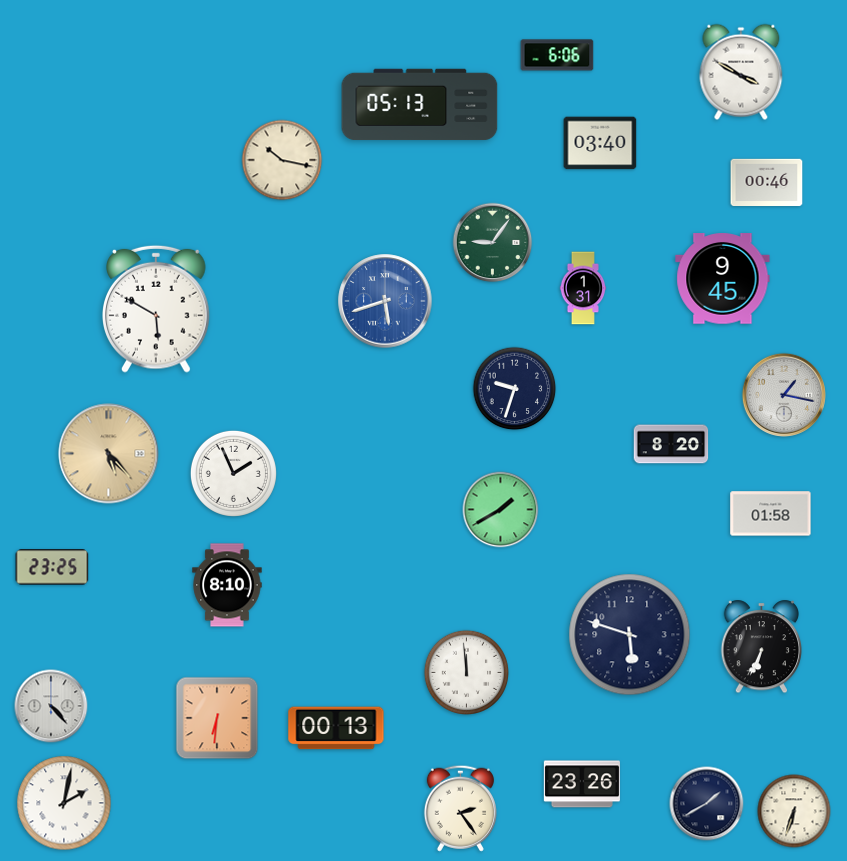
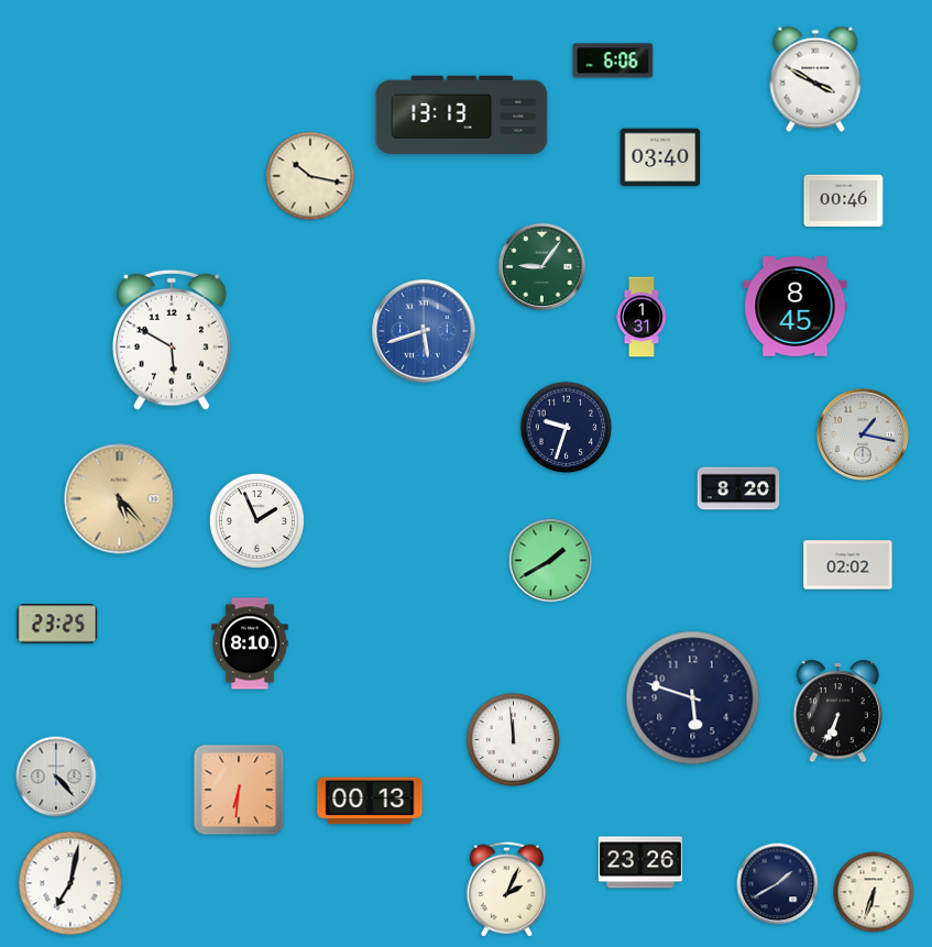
clock at (420, 105): 05:13 -> 13:13
clock at (723, 279): 9:45 -> 8:45
clock at (771, 514): 01:58 -> 02:02
clock at (64, 803): 2:02 -> 7:02
clock at (460, 808): 2:24 -> 2:04
